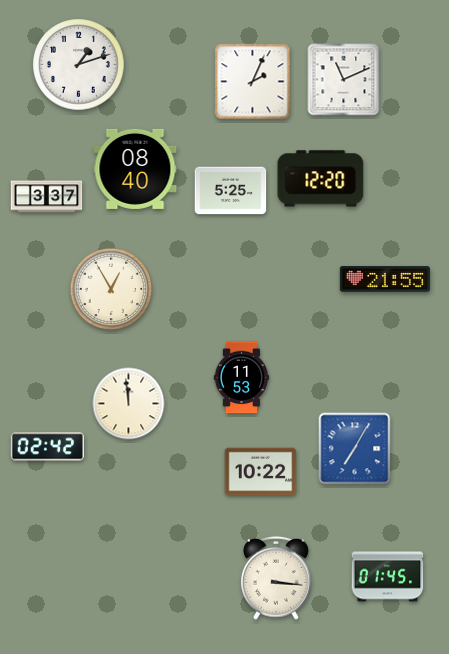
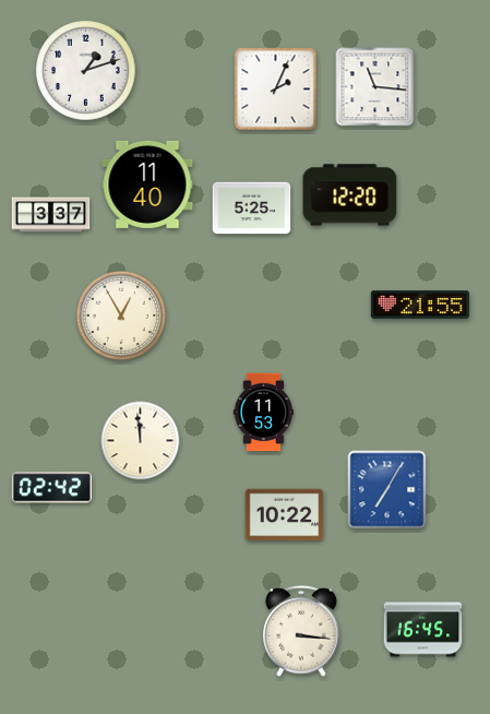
clock at (344, 80): 11:11 -> 11:16
clock at (135, 169): 08:40 -> 11:40
clock at (388, 577): 01:45 -> 16:45
